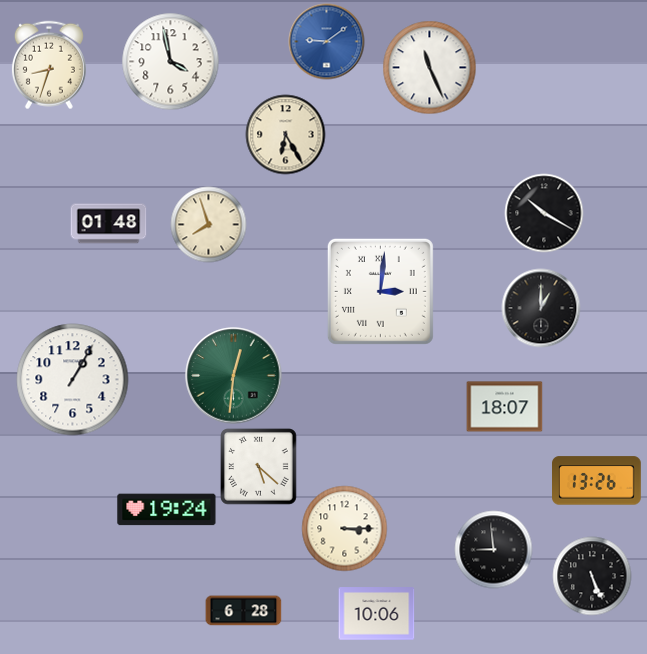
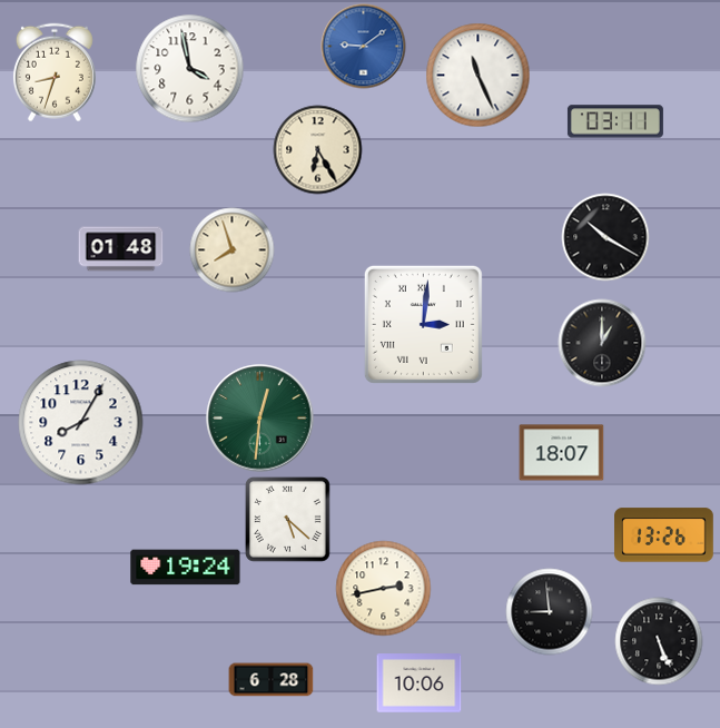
clock at (615, 121): none -> 03:11
clock at (73, 380): 1:05 -> 8:05
clock at (345, 529): 3:15 -> 2:43
